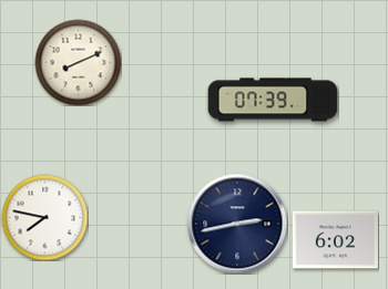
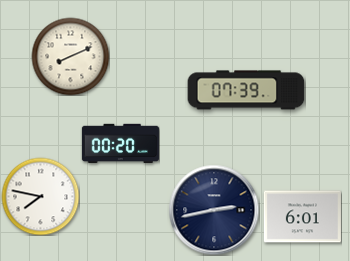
clock at (120, 143): none -> 00:20
clock at (237, 224) position: (237, 224) -> (214, 210)
clock at (335, 240): 6:02 -> 6:01
